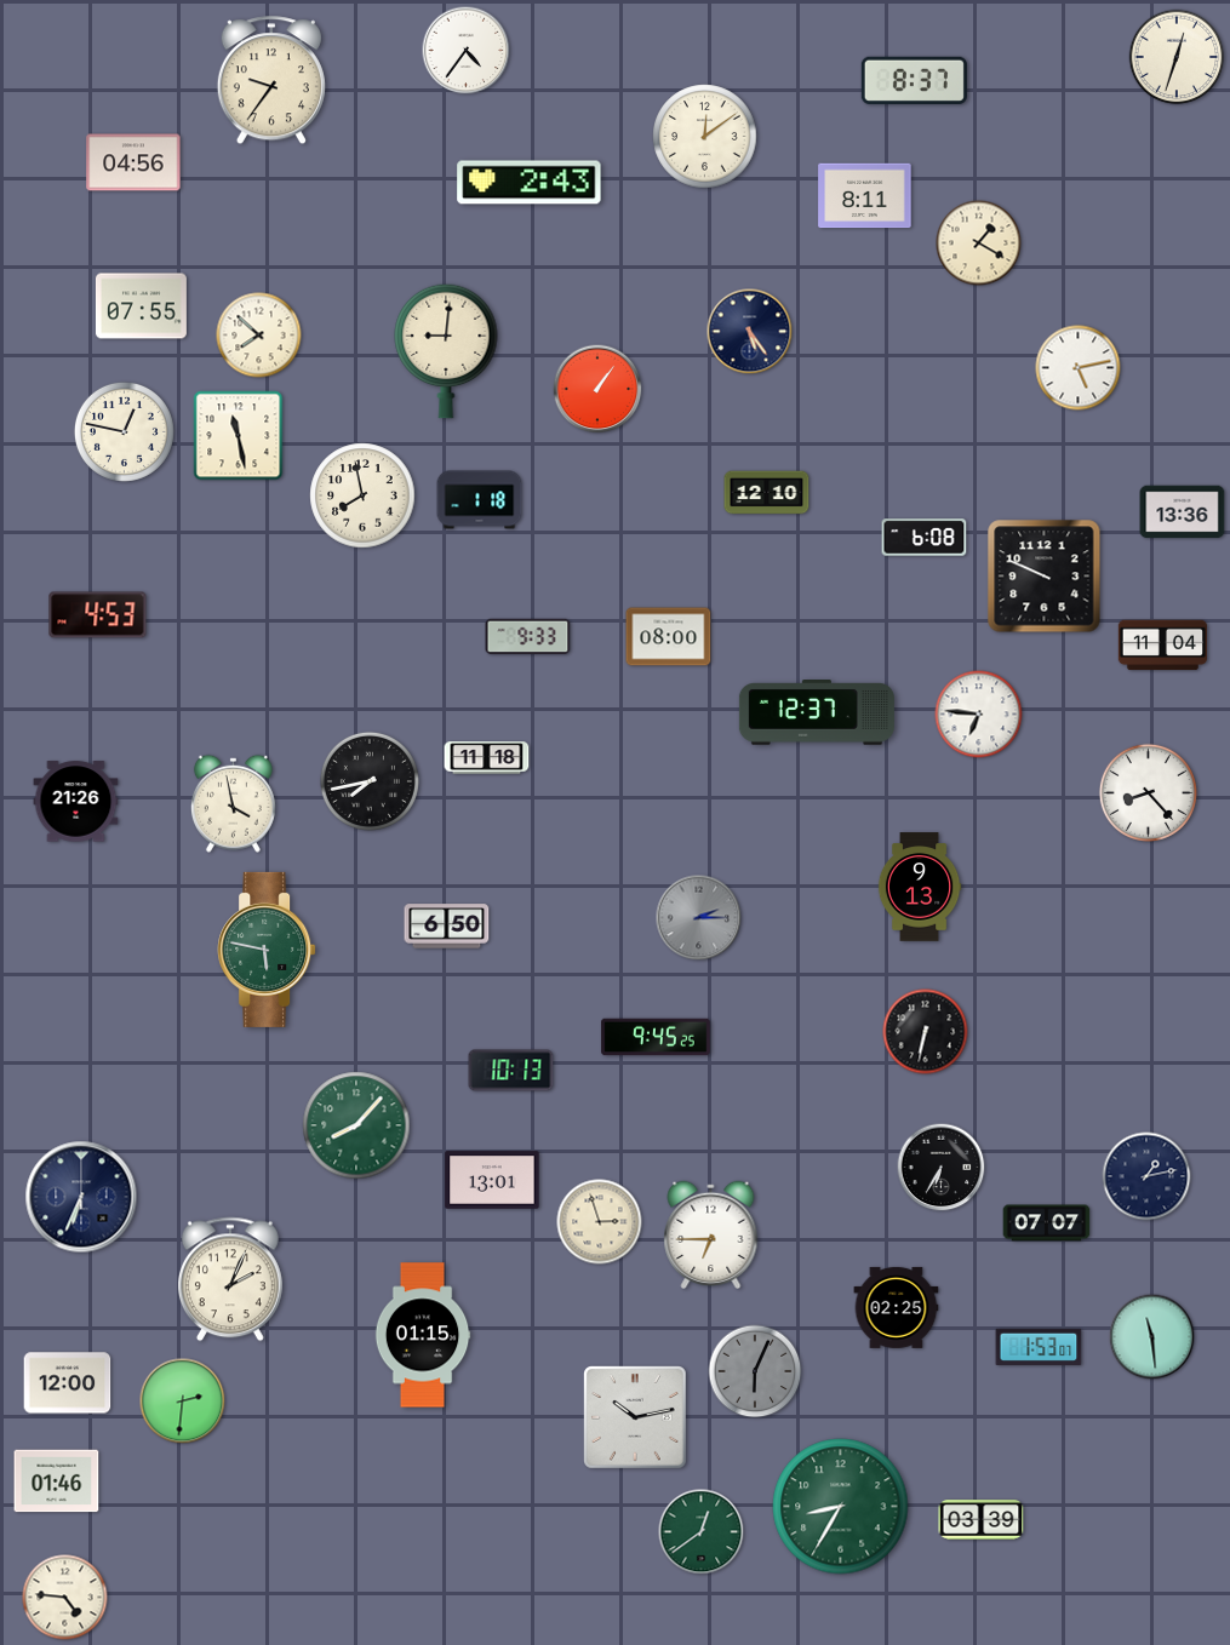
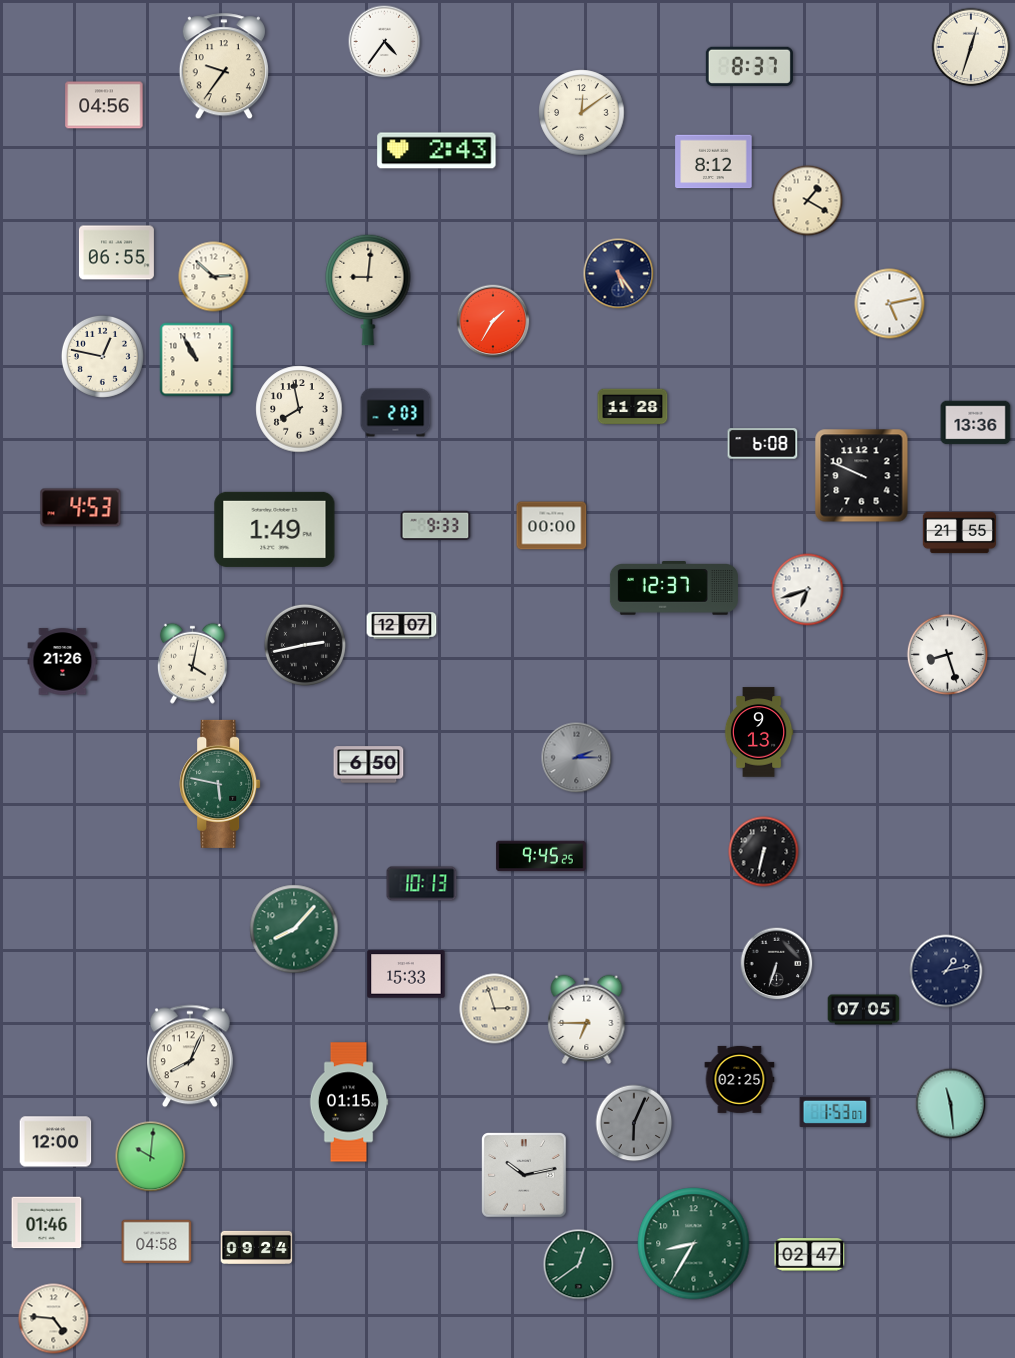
clock at (914, 80) position: (914, 80) -> (749, 66)
clock at (133, 162) position: (133, 162) -> (104, 105)
clock at (865, 196): 8:11 -> 8:12
clock at (141, 306): 07:55 -> 06:55
clock at (259, 336): 7:52 -> 2:52
clock at (597, 389): 1:06 -> 1:35
clock at (239, 436): 11:28 -> 10:55
clock at (767, 493): 12:10 -> 11:28
clock at (480, 500): 1:18 -> 2:03
clock at (669, 637): 08:00 -> 00:00
clock at (275, 529): none -> 1:49
clock at (1162, 646): 11:04 -> 21:55
clock at (979, 715): 6:46 -> 6:42
clock at (487, 758): 11:18 -> 12:07
clock at (370, 781): 7:43 -> 2:43
clock at (1148, 792): 8:23 -> 8:27
clock at (233, 803): 3:58 -> 4:02
clock at (942, 1168): 6:35 -> 6:33
clock at (492, 1180): 13:01 -> 15:33
clock at (81, 1197): 6:34 -> none
clock at (1047, 1223): 07:07 -> 07:05
clock at (230, 1279): 2:04 -> 8:04
clock at (1039, 1347) position: (1039, 1347) -> (835, 1112)
clock at (755, 1371) position: (755, 1371) -> (634, 1123)
clock at (183, 1402): 2:31 -> 10:01
clock at (635, 1417) position: (635, 1417) -> (524, 1175)
clock at (157, 1242): none -> 04:58
clock at (257, 1247): none -> 09:24
clock at (982, 1520): 03:39 -> 02:47
